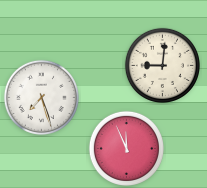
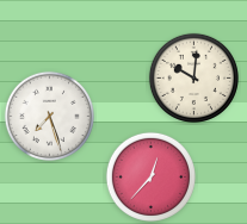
clock at (162, 65): 9:01 -> 10:01
clock at (126, 148): 11:56 -> 12:37
